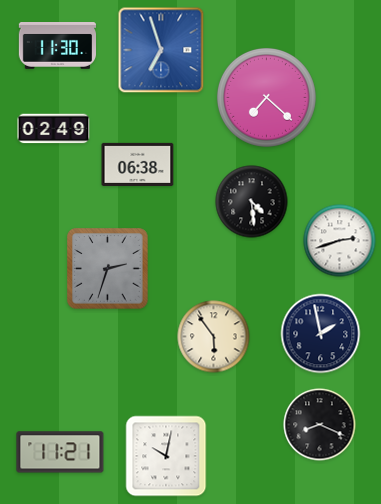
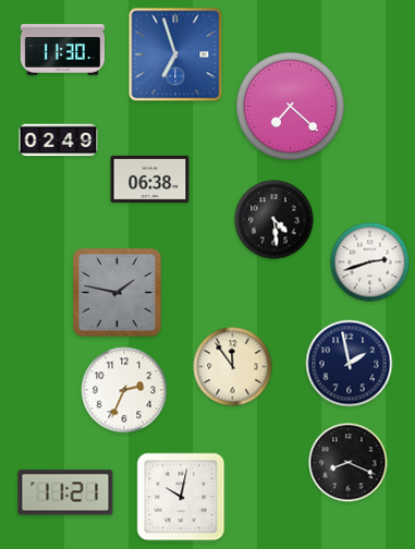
clock at (108, 269): 2:33 -> 1:47
clock at (214, 337): 5:54 -> 11:54
clock at (124, 390): none -> 2:34
